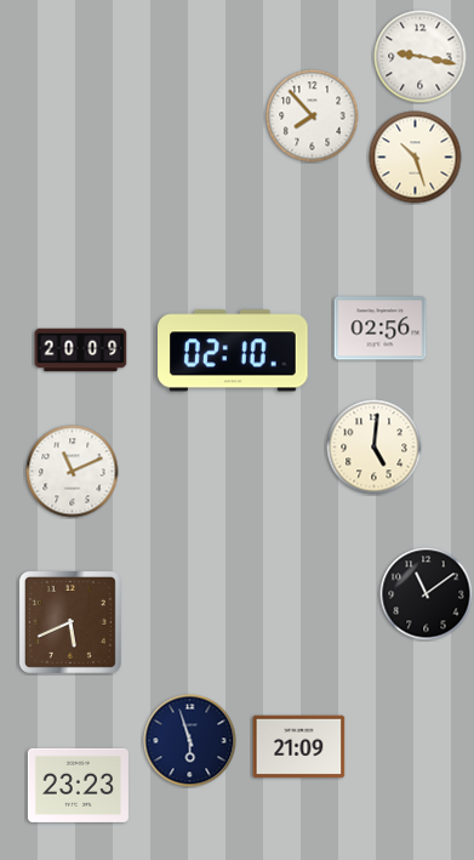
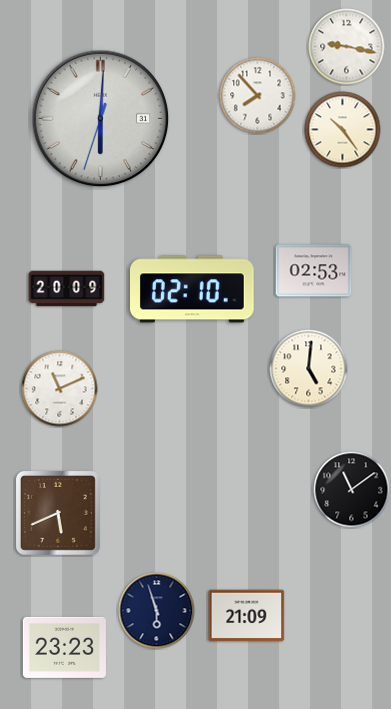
clock at (101, 119): none -> 6:00
clock at (416, 158): 10:27 -> 10:24
clock at (381, 329): 02:56 -> 02:53
